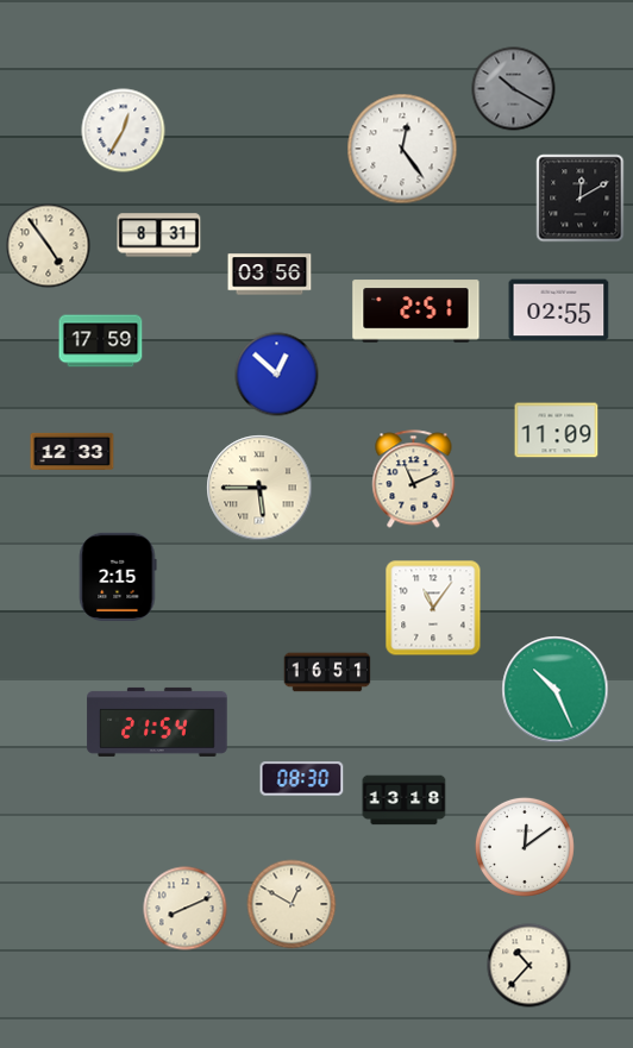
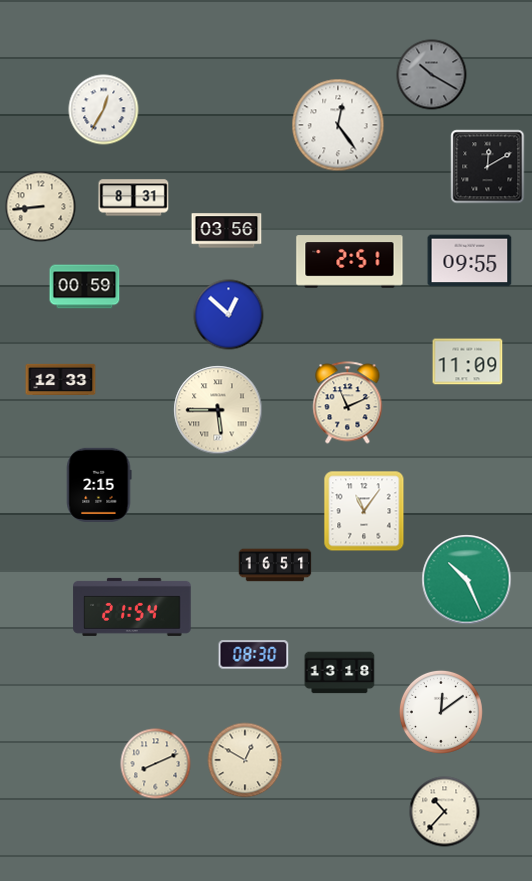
clock at (49, 246): 4:54 -> 8:44
clock at (559, 310): 02:55 -> 09:55
clock at (101, 341): 17:59 -> 00:59
clock at (277, 375) position: (277, 375) -> (229, 315)
